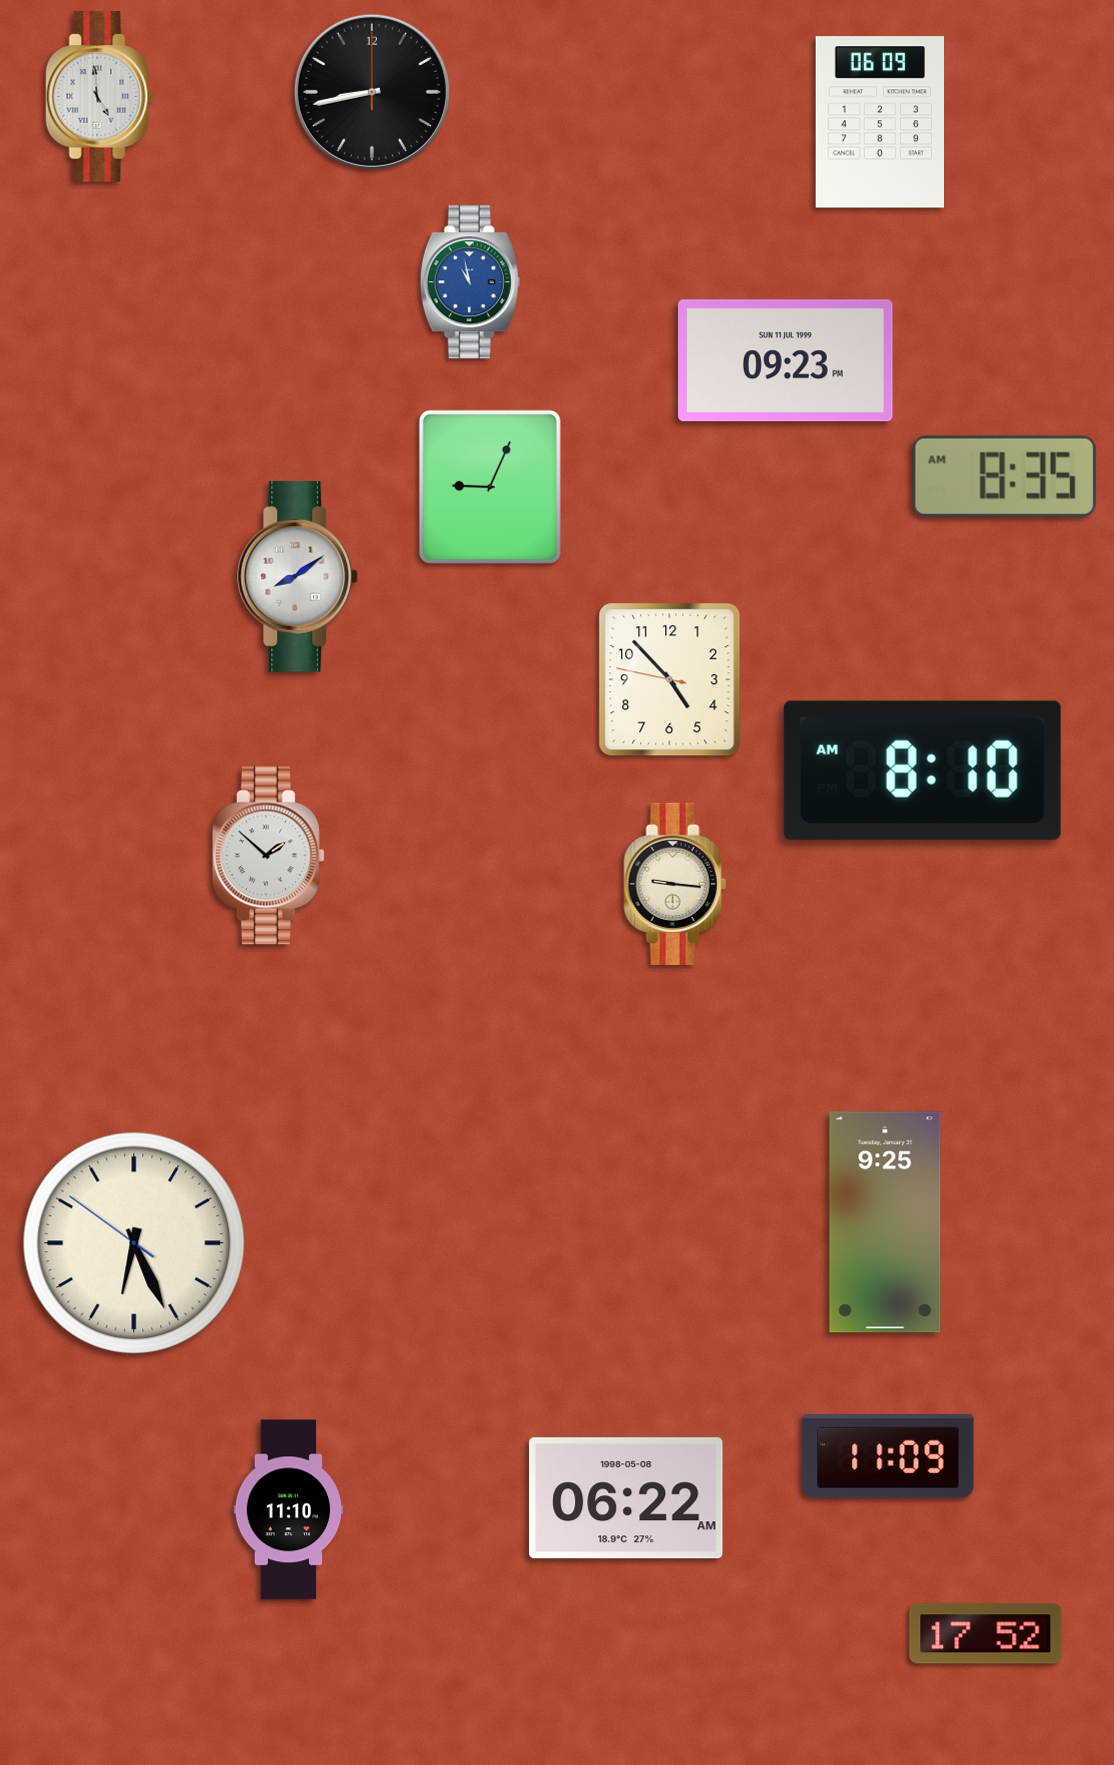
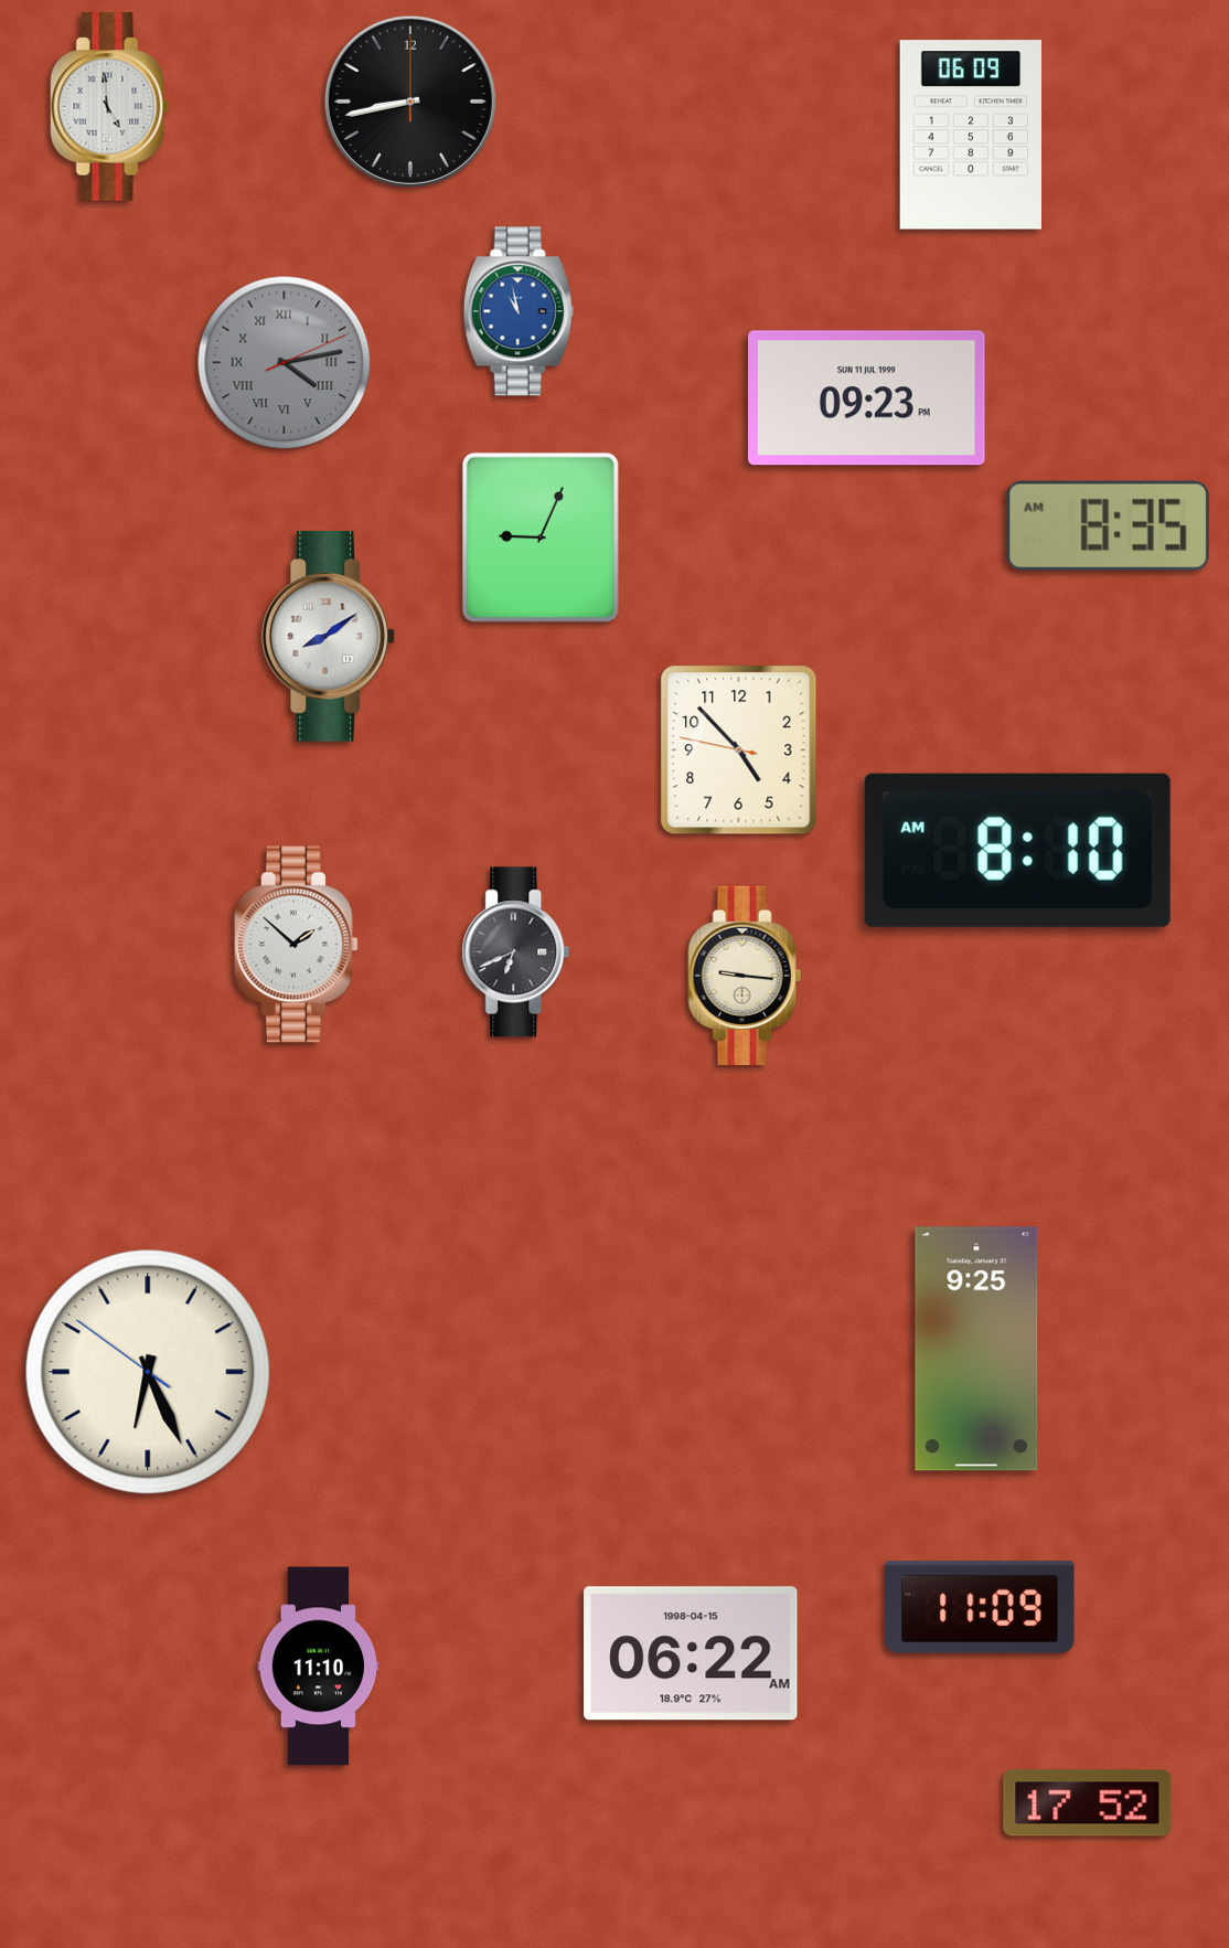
clock at (285, 363): none -> 4:13
clock at (516, 952): none -> 6:41
clock at (626, 1498) date: 1998-05-08 -> 1998-04-15
